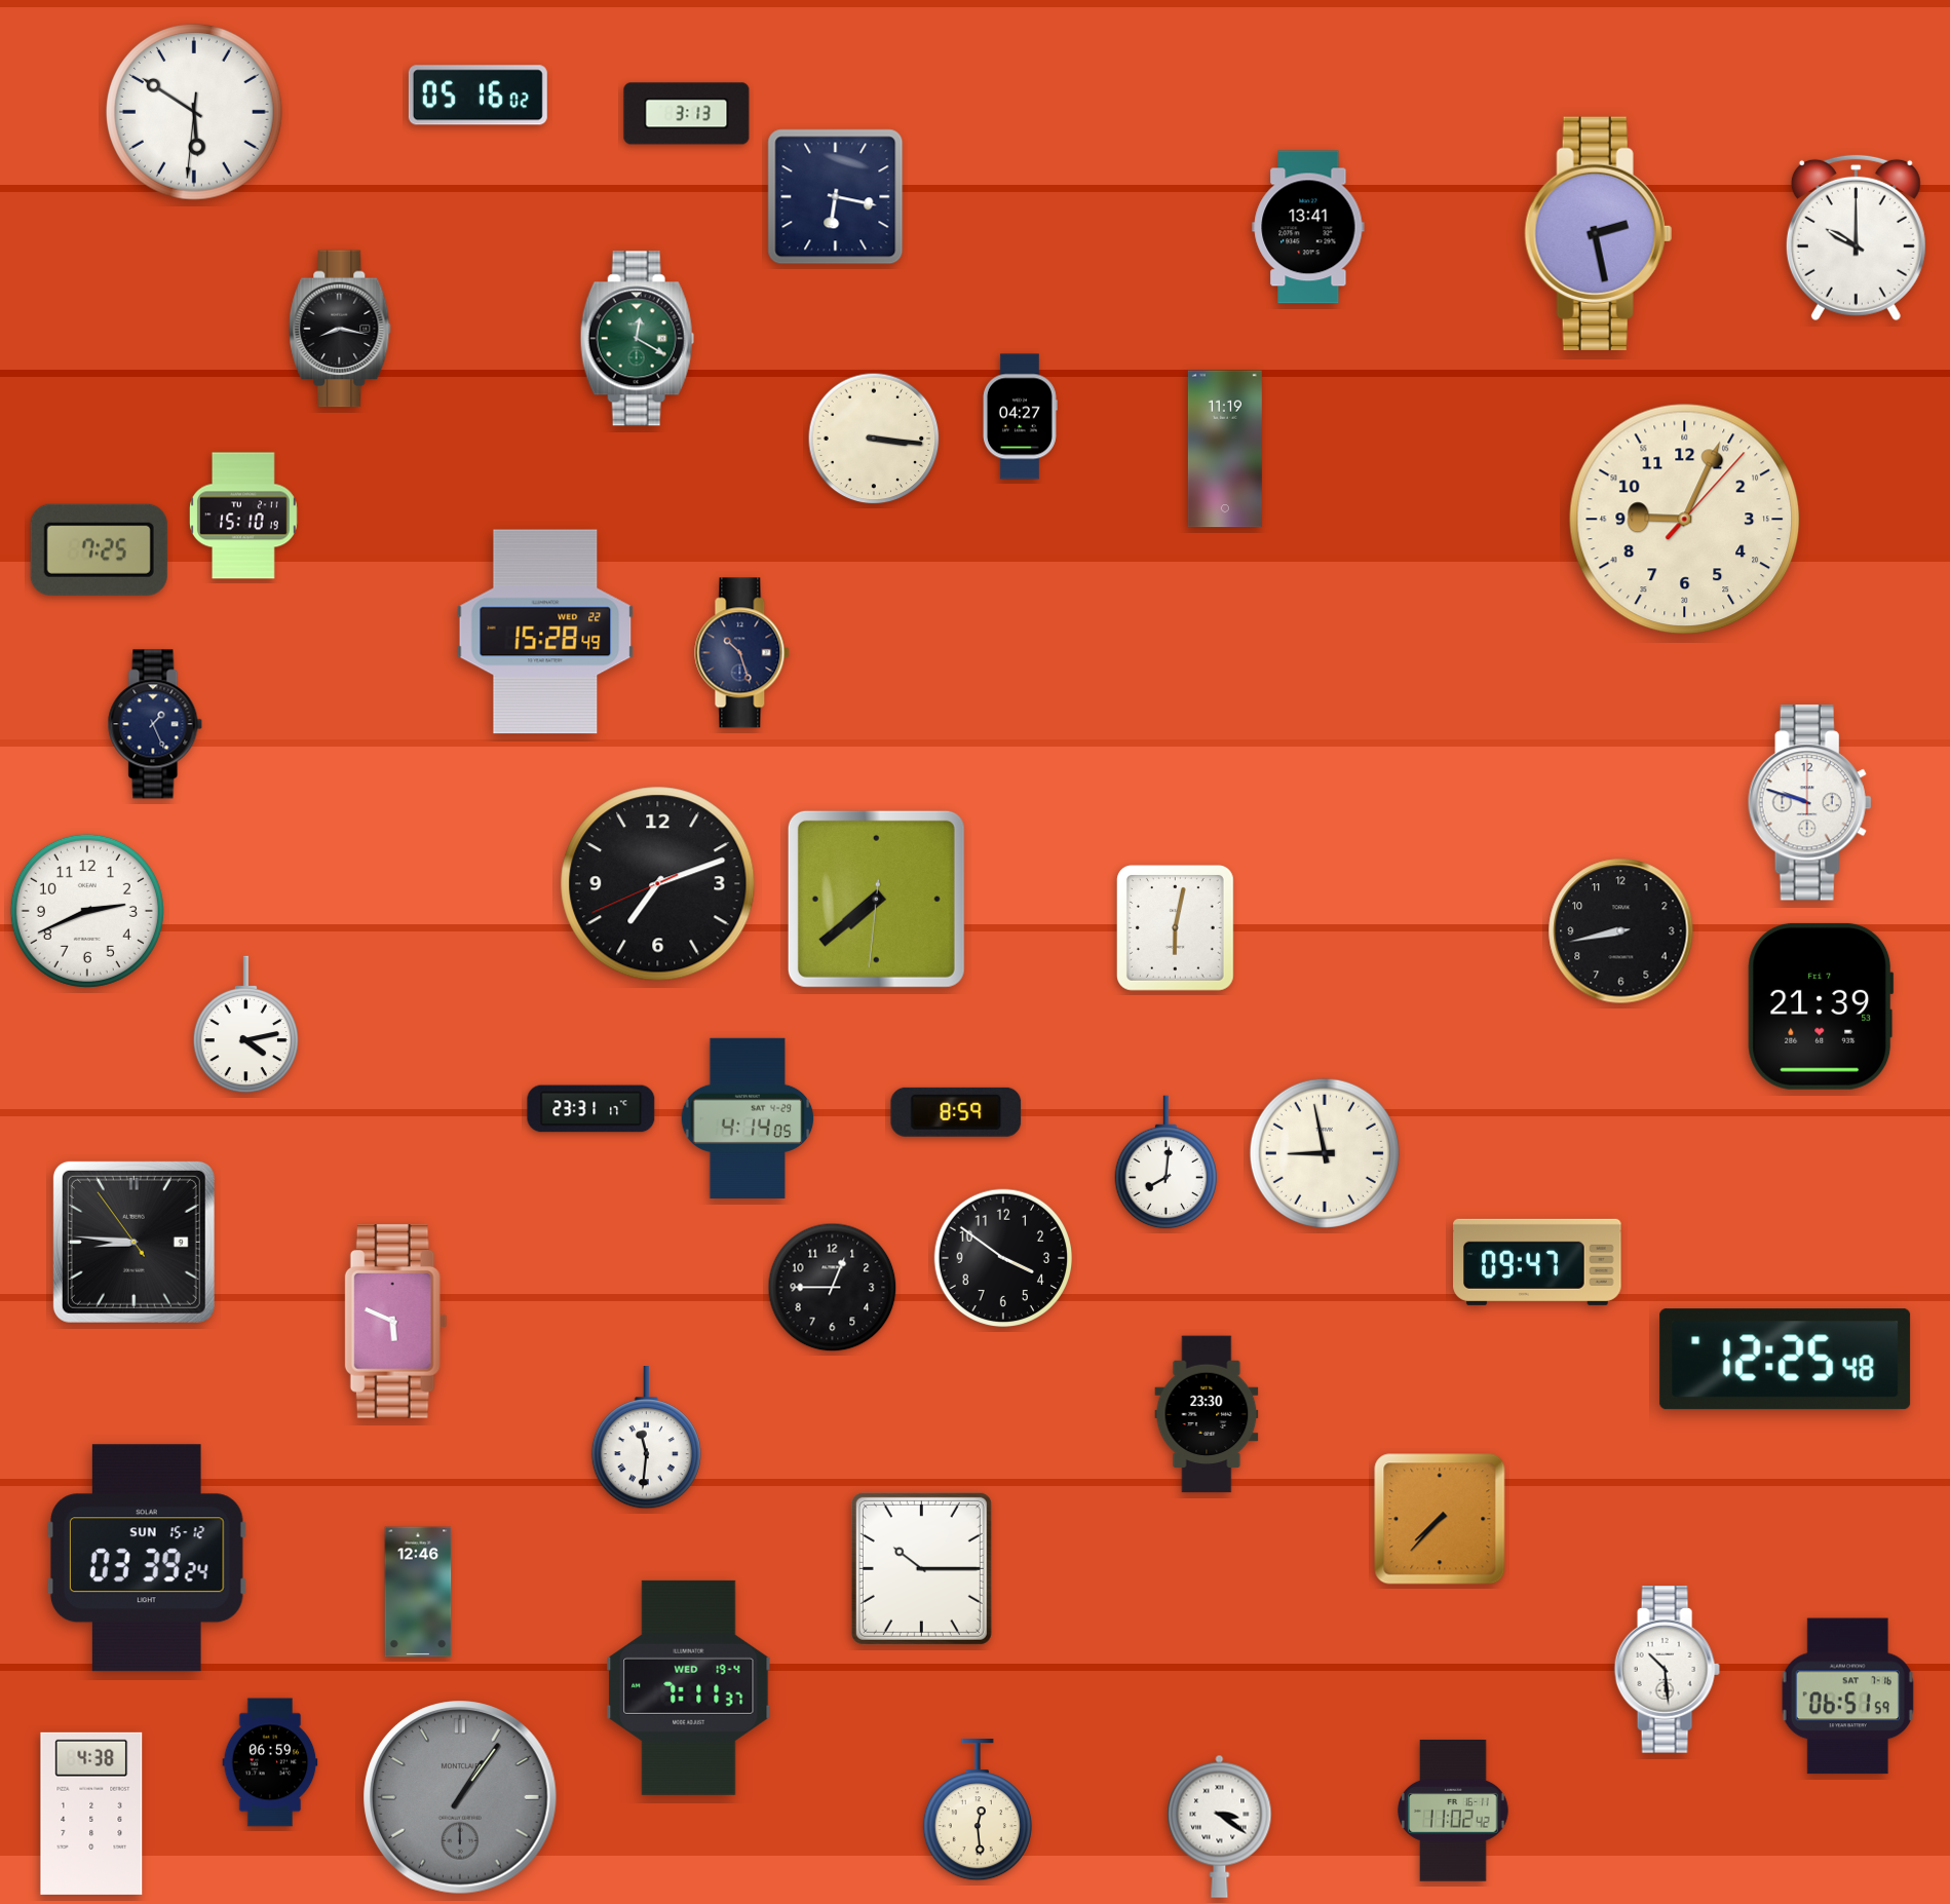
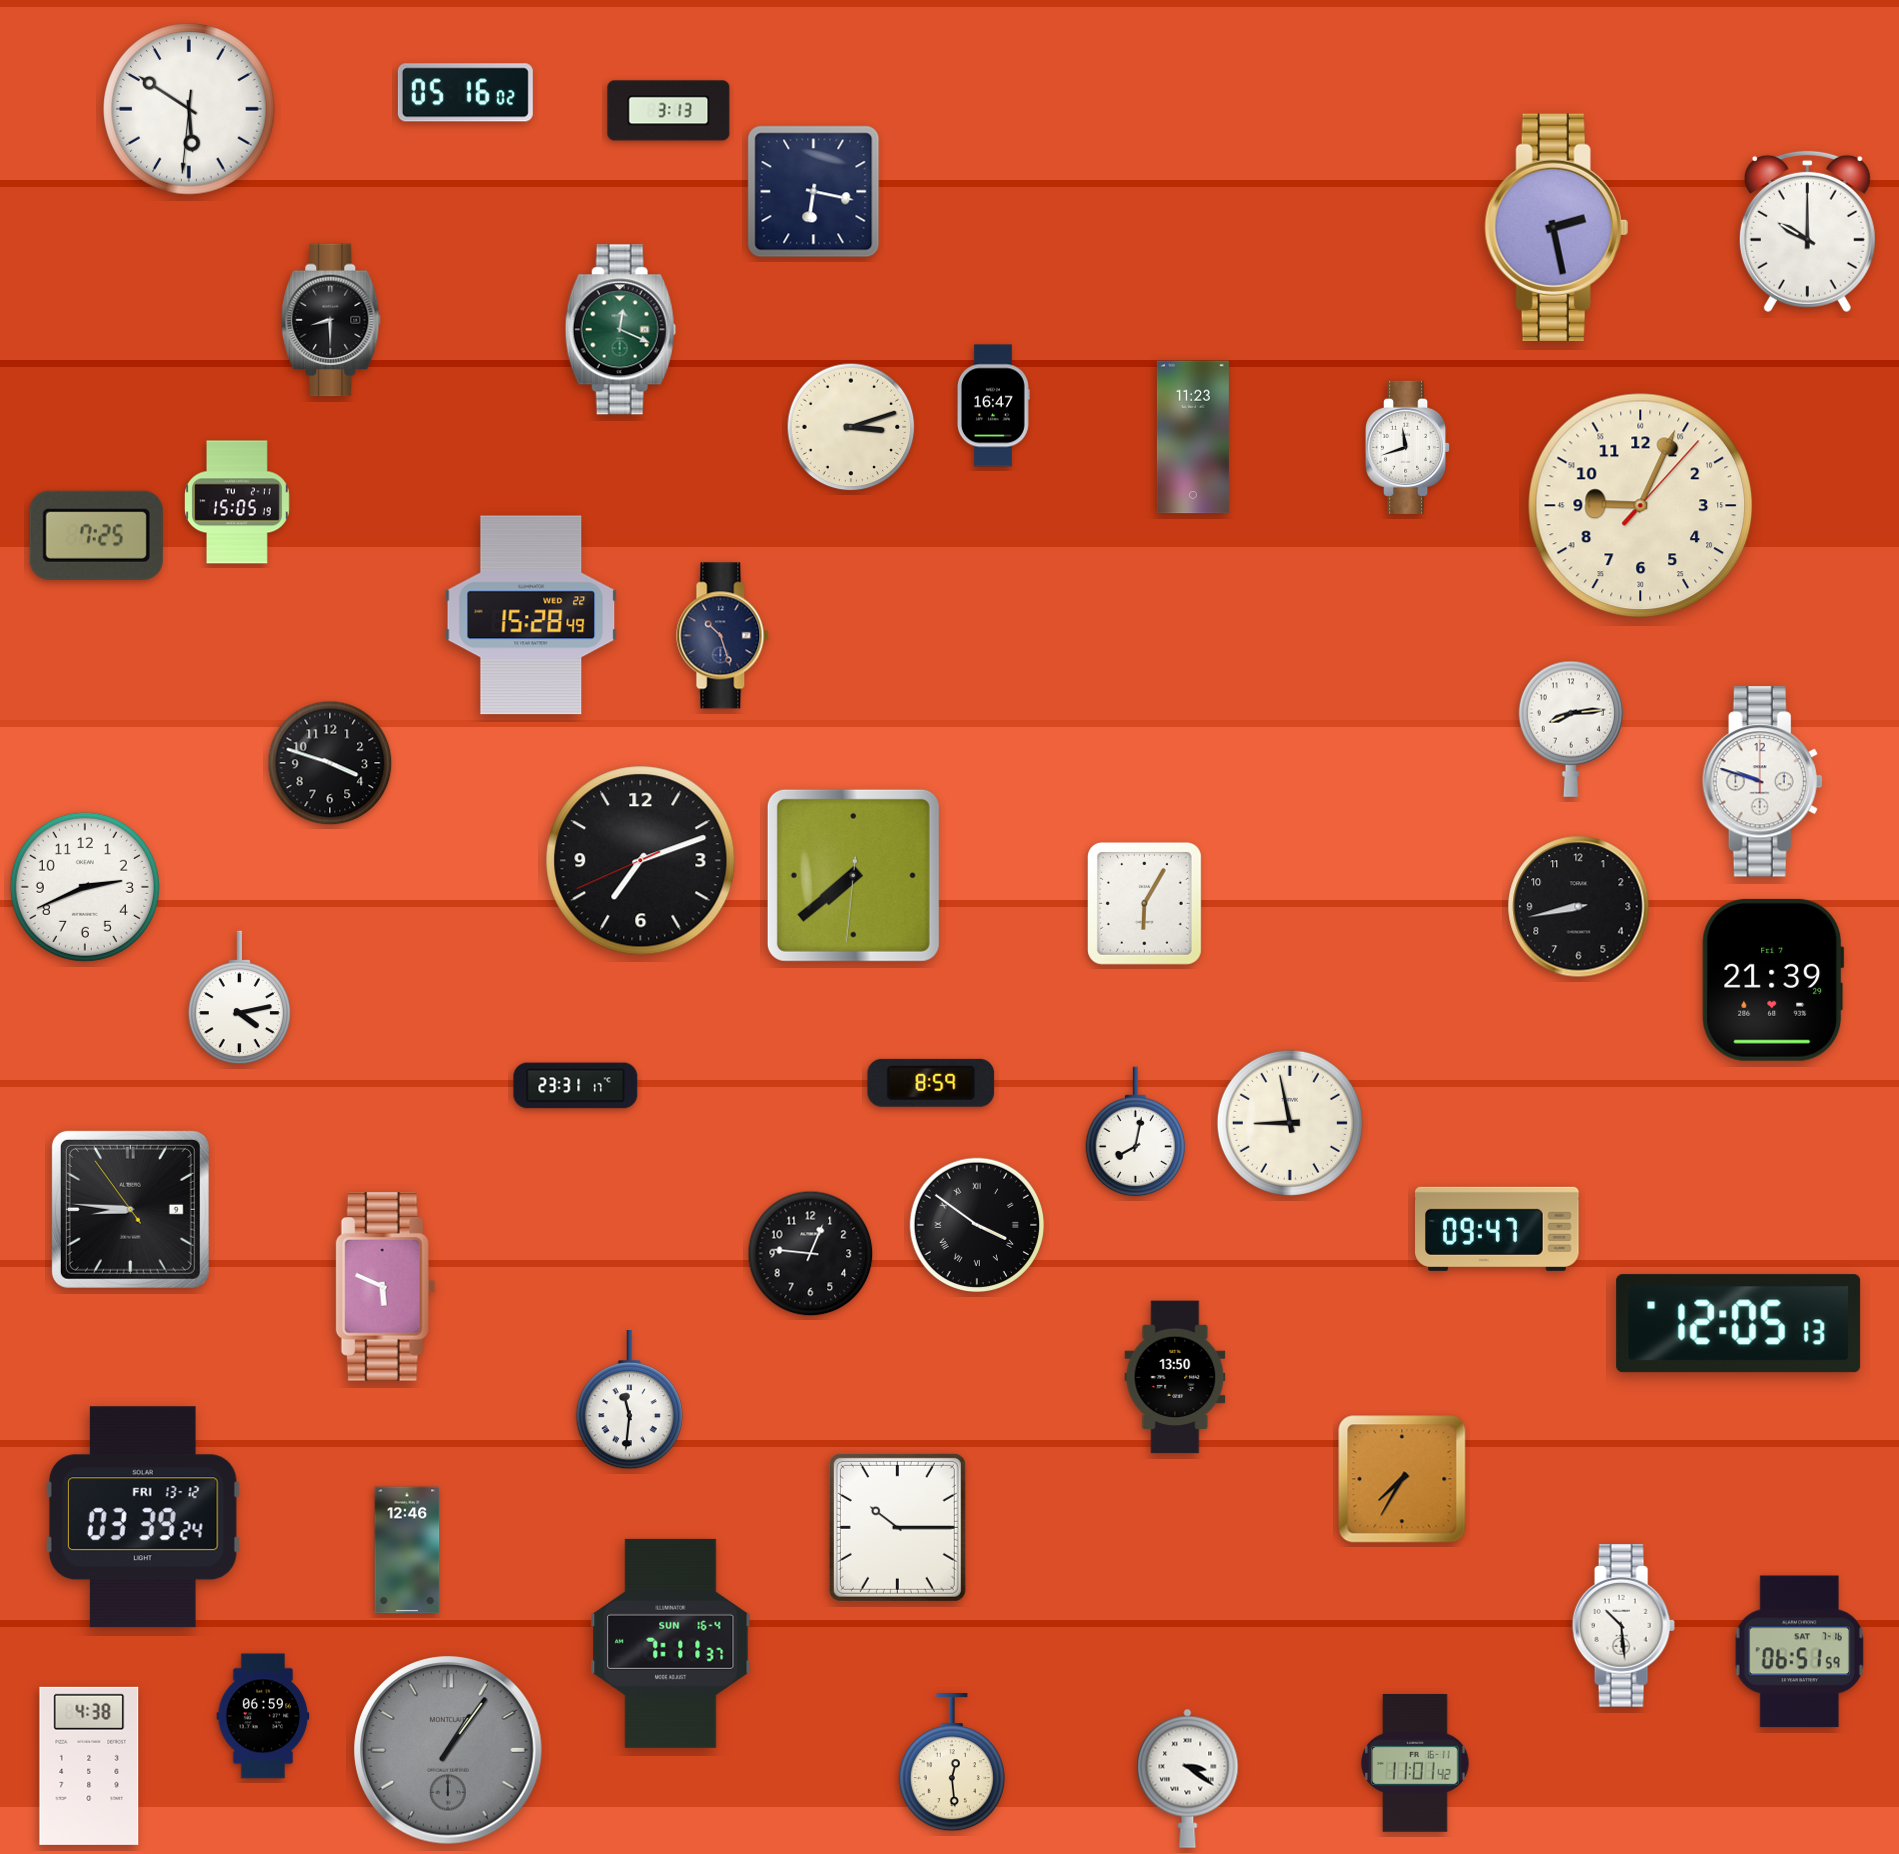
clock at (1308, 227): 13:41 -> none
clock at (340, 329): 8:17 -> 8:30
clock at (637, 339): 12:20 -> 12:19
clock at (1020, 417): 04:27 -> 16:47
clock at (874, 439): 3:16 -> 3:12
clock at (1225, 449): 11:19 -> 11:23
clock at (1408, 447): none -> 11:42
clock at (244, 516): 15:10 -> 15:05
clock at (155, 724): 1:26 -> none
clock at (1571, 729): none -> 8:14
clock at (330, 763): none -> 3:48
clock at (1175, 927): 6:02 -> 6:05
clock at (1821, 1006): 21:39:53 -> 21:39:29
clock at (591, 1109) position: (591, 1109) -> (576, 1086)
clock at (748, 1118): 4:14 -> none
clock at (1167, 1163): 8:01 -> 8:02
clock at (1003, 1258) numerals: Arabic -> Roman
clock at (833, 1288): 12:45 -> 12:46
clock at (1786, 1360): 12:25 -> 12:05
clock at (1207, 1414): 23:30 -> 13:50
clock at (1440, 1519): 7:37 -> 7:35
clock at (147, 1558) date: SUN 15-12 -> FRI 13-12
clock at (689, 1687) date: WED 19-4 -> SUN 16-4
clock at (1453, 1812): 11:02 -> 11:01
